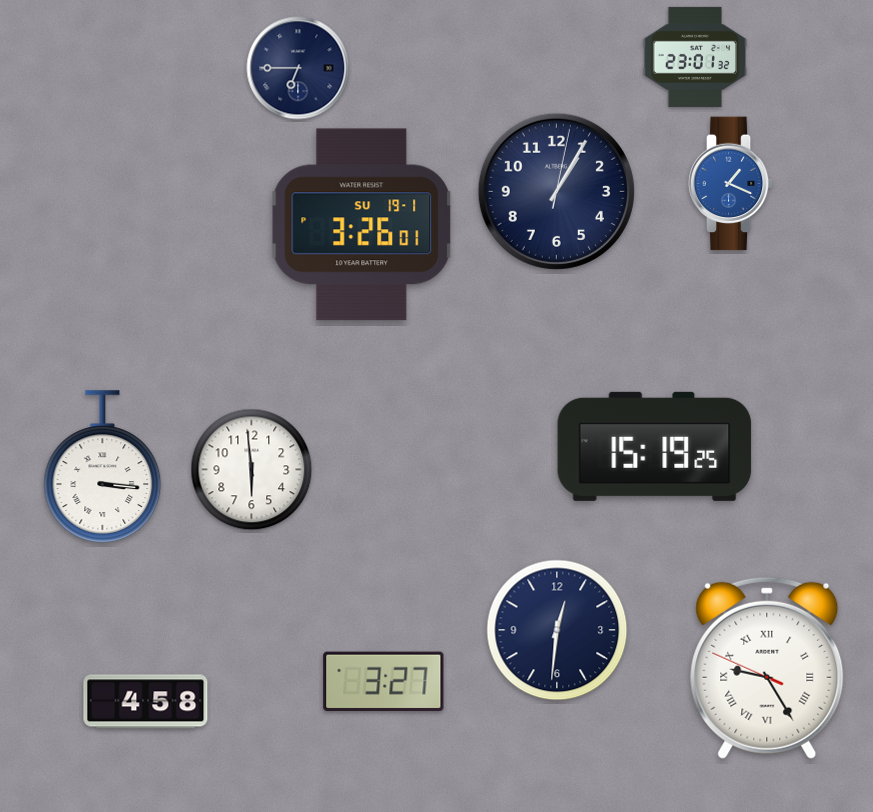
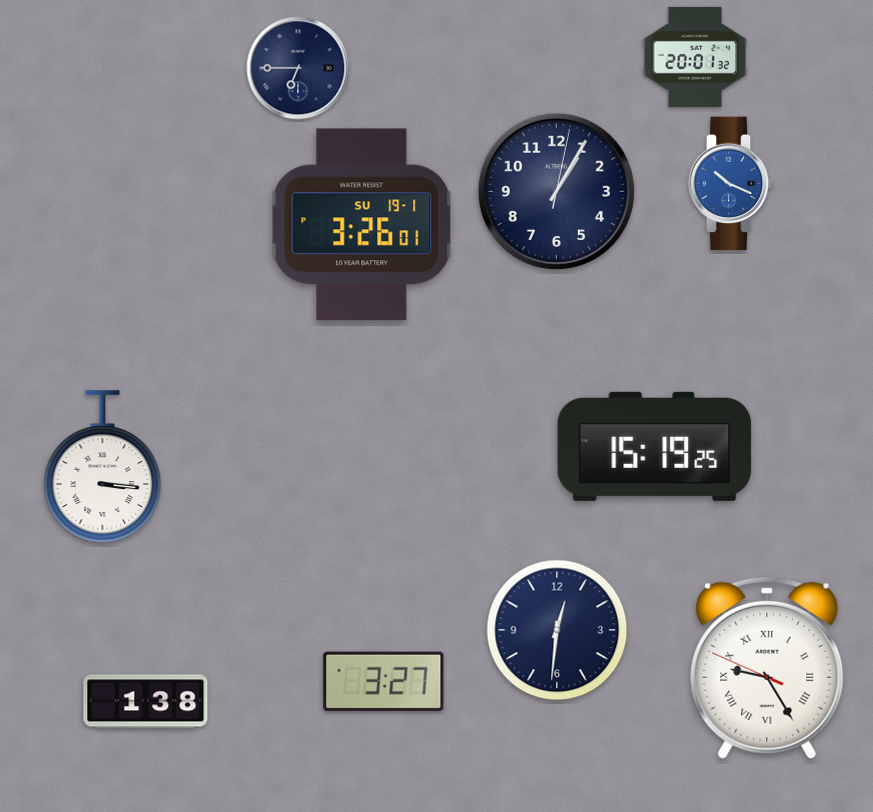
clock at (695, 57): 23:01 -> 20:01
clock at (731, 184): 1:19 -> 10:19
clock at (252, 470): 5:59 -> none
clock at (146, 702): 4:58 -> 1:38
